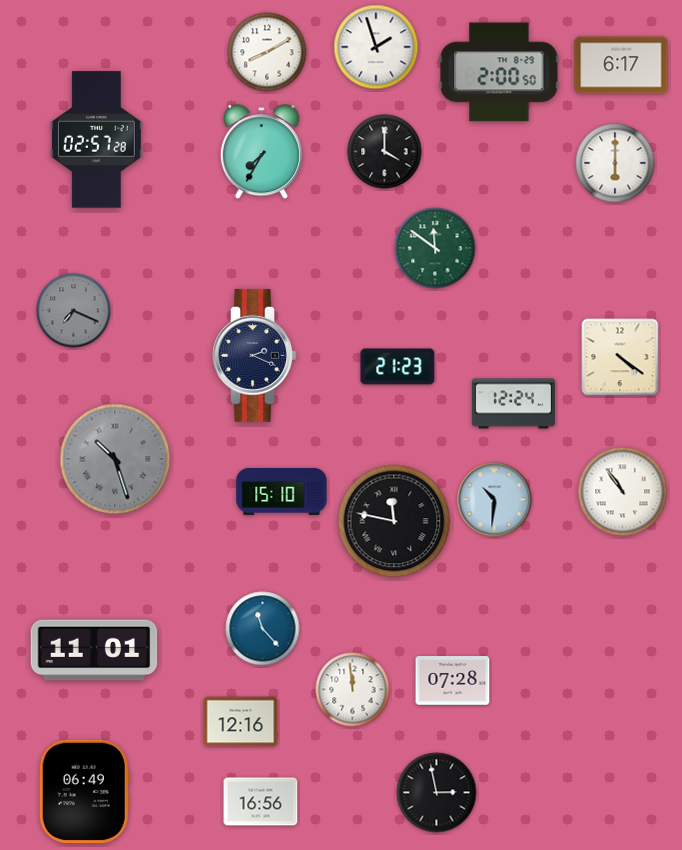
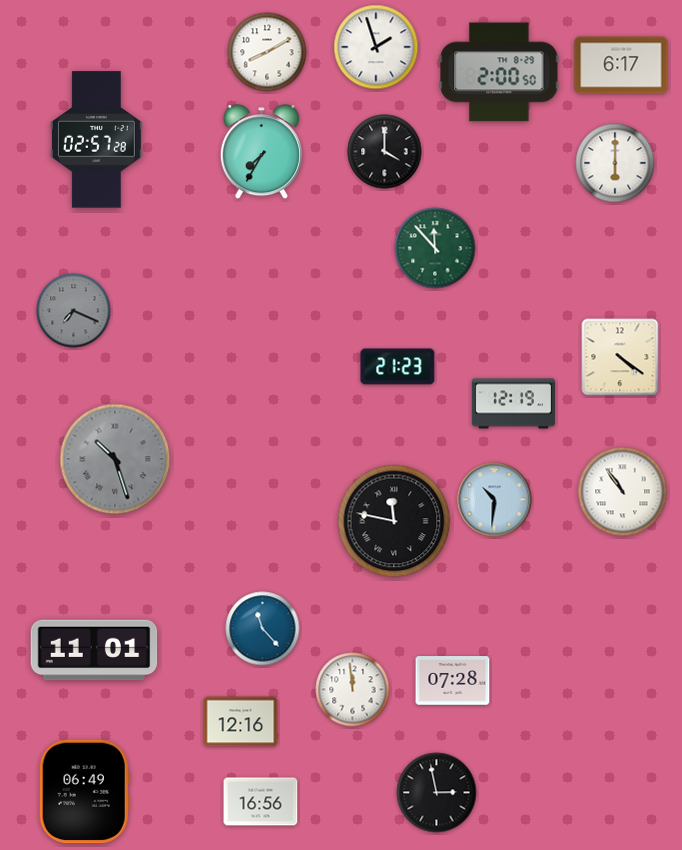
clock at (435, 248): 11:51 -> 11:53
clock at (254, 355): 2:19 -> none
clock at (513, 404): 12:24 -> 12:19
clock at (282, 491): 15:10 -> none
